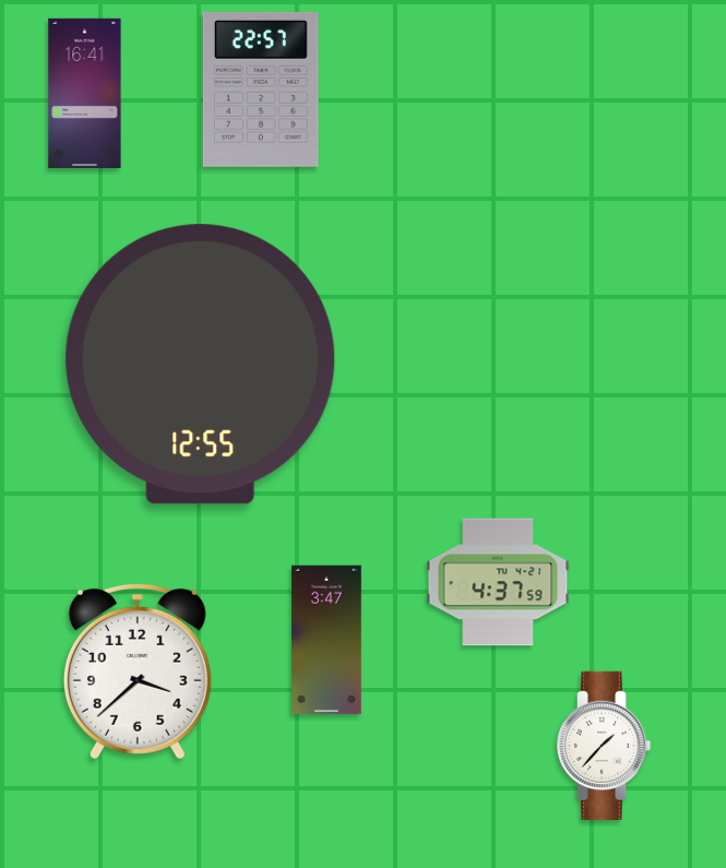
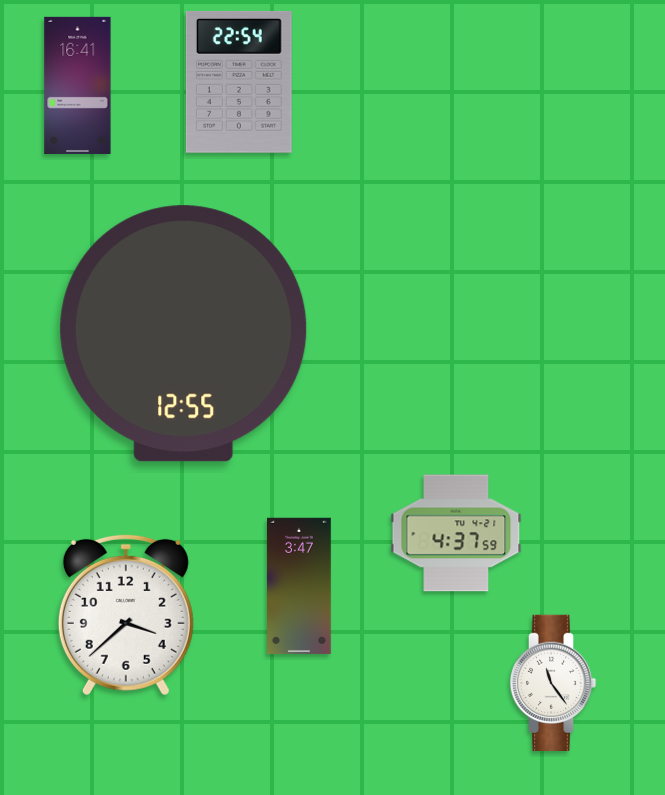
clock at (261, 90): 22:57 -> 22:54
clock at (604, 745): 1:37 -> 11:24
